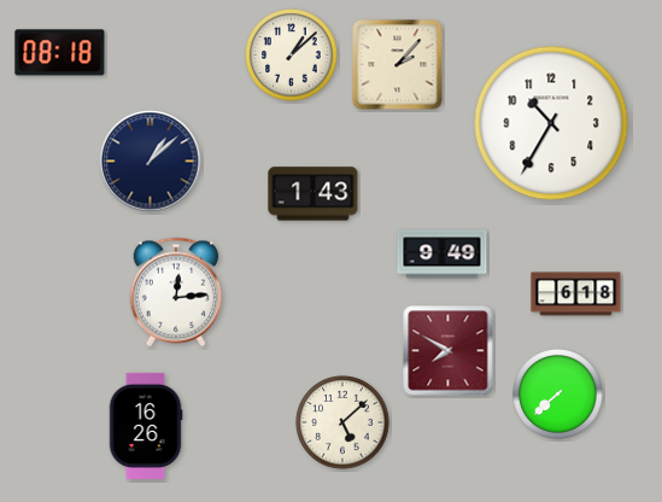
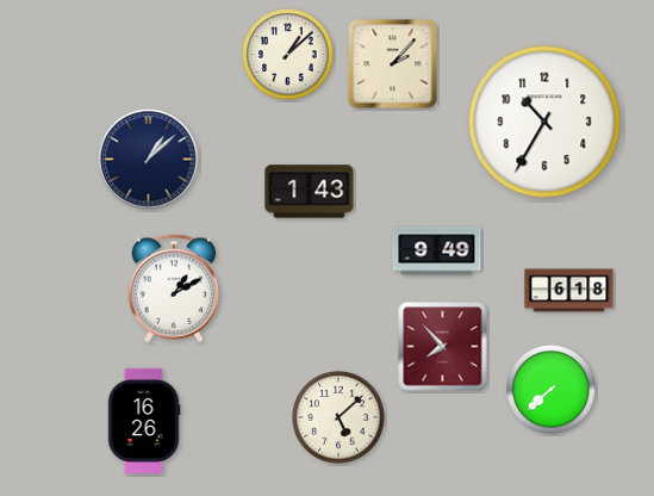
clock at (60, 53): 08:18 -> none
clock at (176, 292): 12:14 -> 1:10
clock at (449, 351): 7:50 -> 7:53
